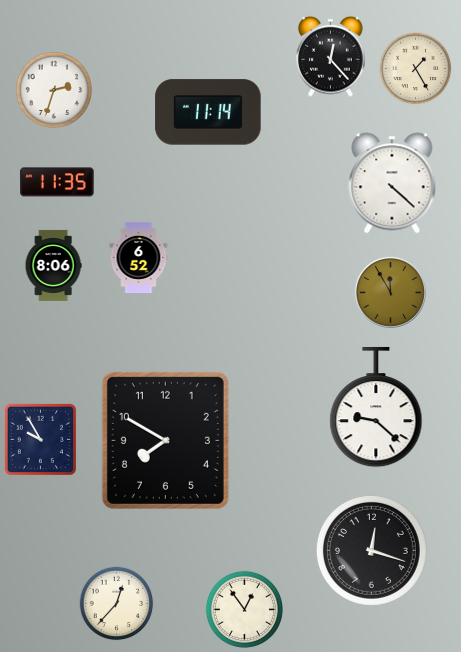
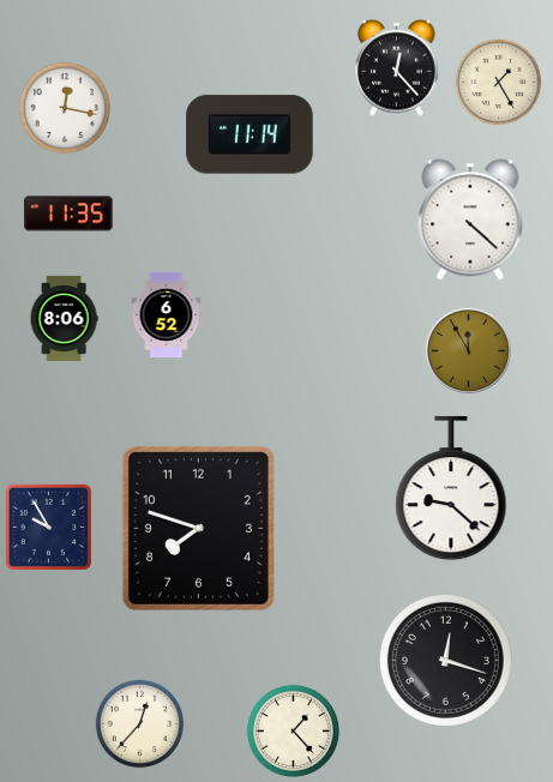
clock at (54, 90): 2:33 -> 12:17
clock at (57, 182) position: (57, 182) -> (68, 213)
clock at (139, 257) position: (139, 257) -> (167, 314)
clock at (165, 440): 7:50 -> 7:48
clock at (244, 609): 12:54 -> 1:23
